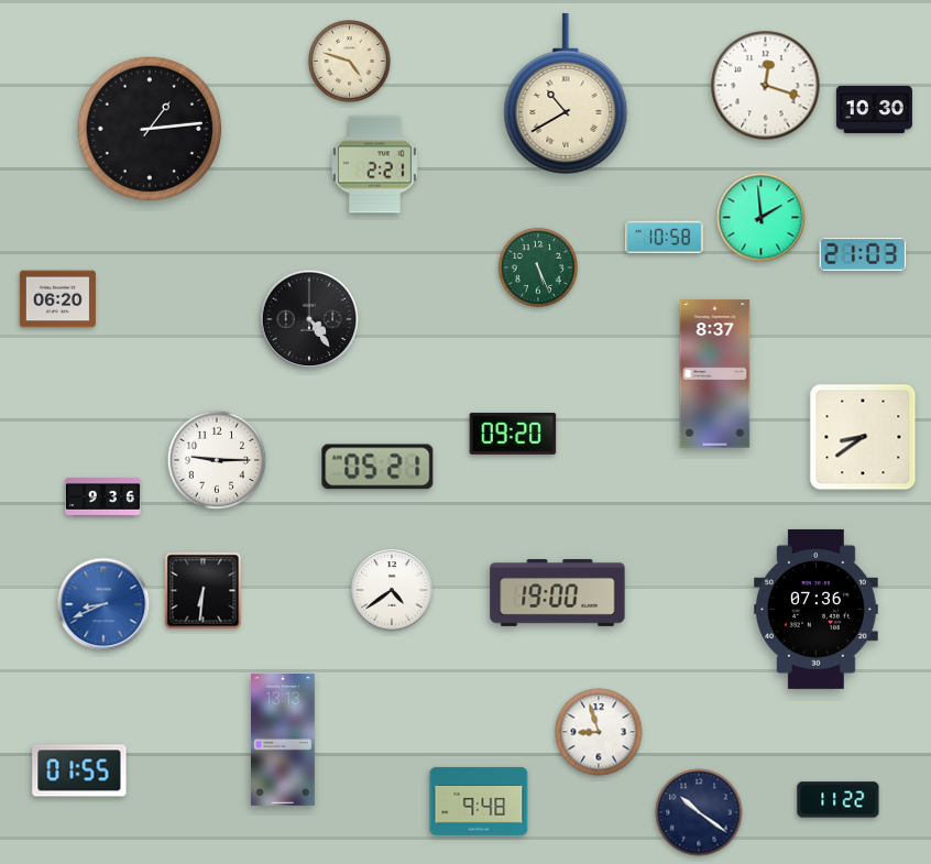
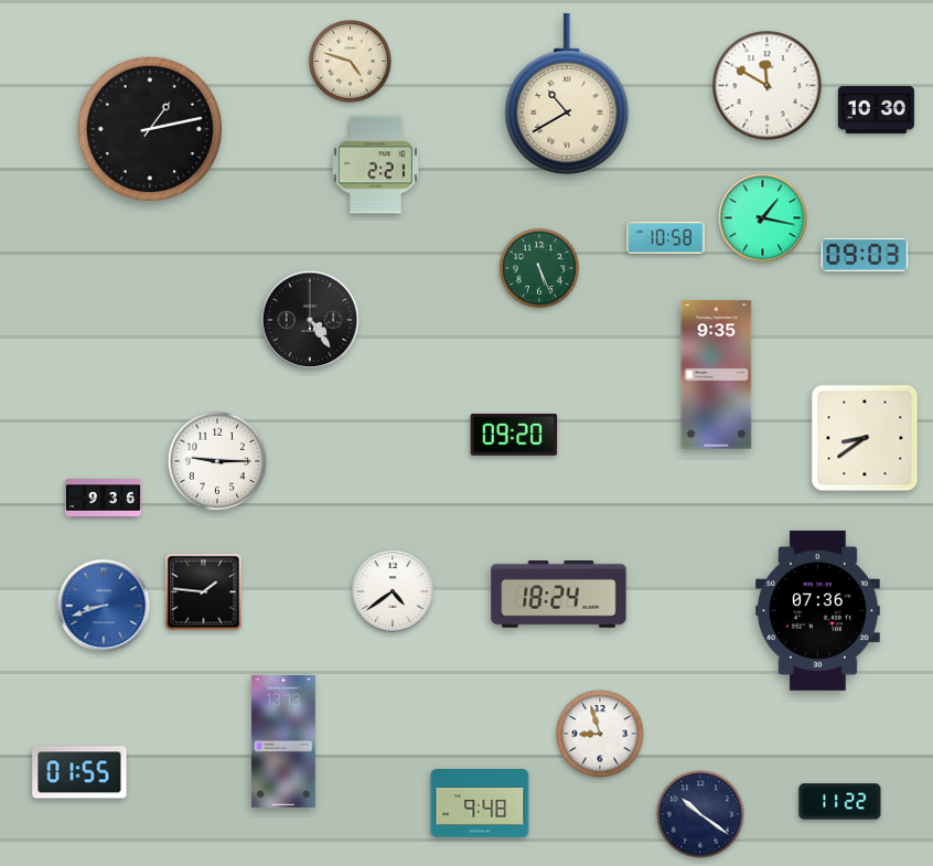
clock at (766, 86): 12:18 -> 11:50
clock at (150, 129): 1:14 -> 1:13
clock at (762, 218): 1:59 -> 1:17
clock at (863, 254): 21:03 -> 09:03
clock at (57, 299): 06:20 -> none
clock at (715, 374): 8:37 -> 9:35
clock at (377, 467): 05:21 -> none
clock at (204, 591): 6:31 -> 1:46
clock at (558, 593): 19:00 -> 18:24
clock at (103, 604): 8:41 -> 8:42
